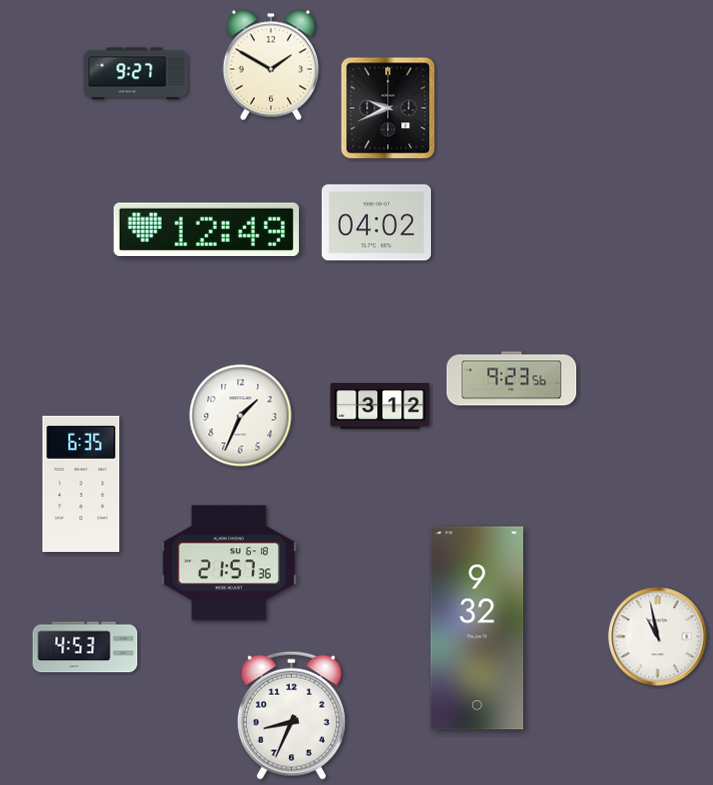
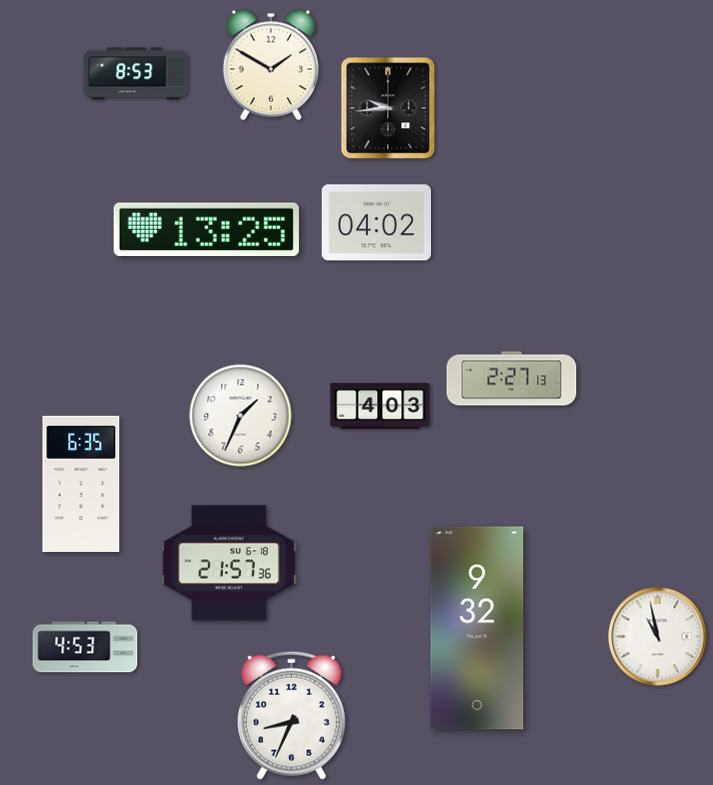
clock at (136, 74): 9:27 -> 8:53
clock at (388, 108): 9:41 -> 9:44
clock at (206, 230): 12:49 -> 13:25
clock at (512, 379): 9:23 -> 2:27
clock at (380, 406): 3:12 -> 4:03
